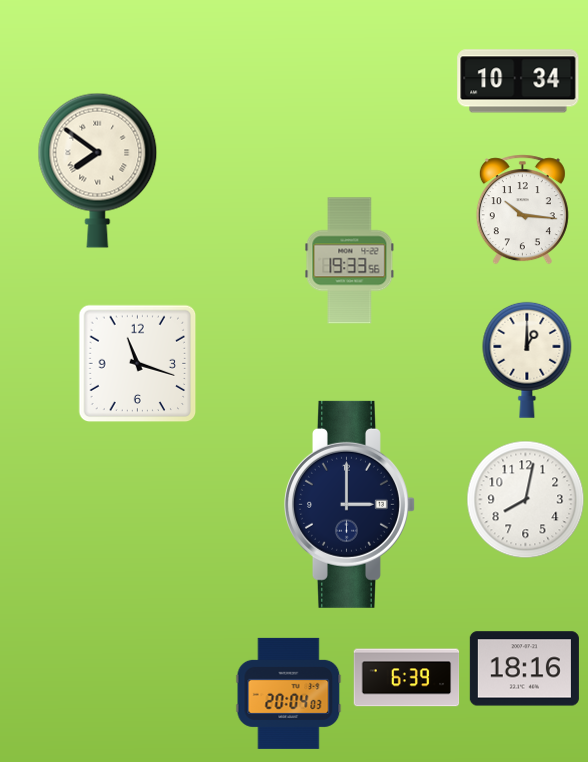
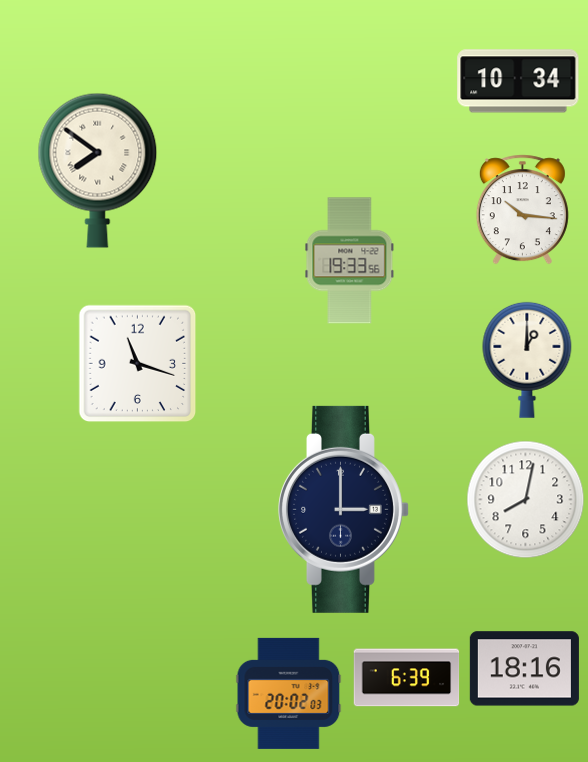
clock at (350, 504) position: (350, 504) -> (344, 509)
clock at (289, 693): 20:04 -> 20:02
